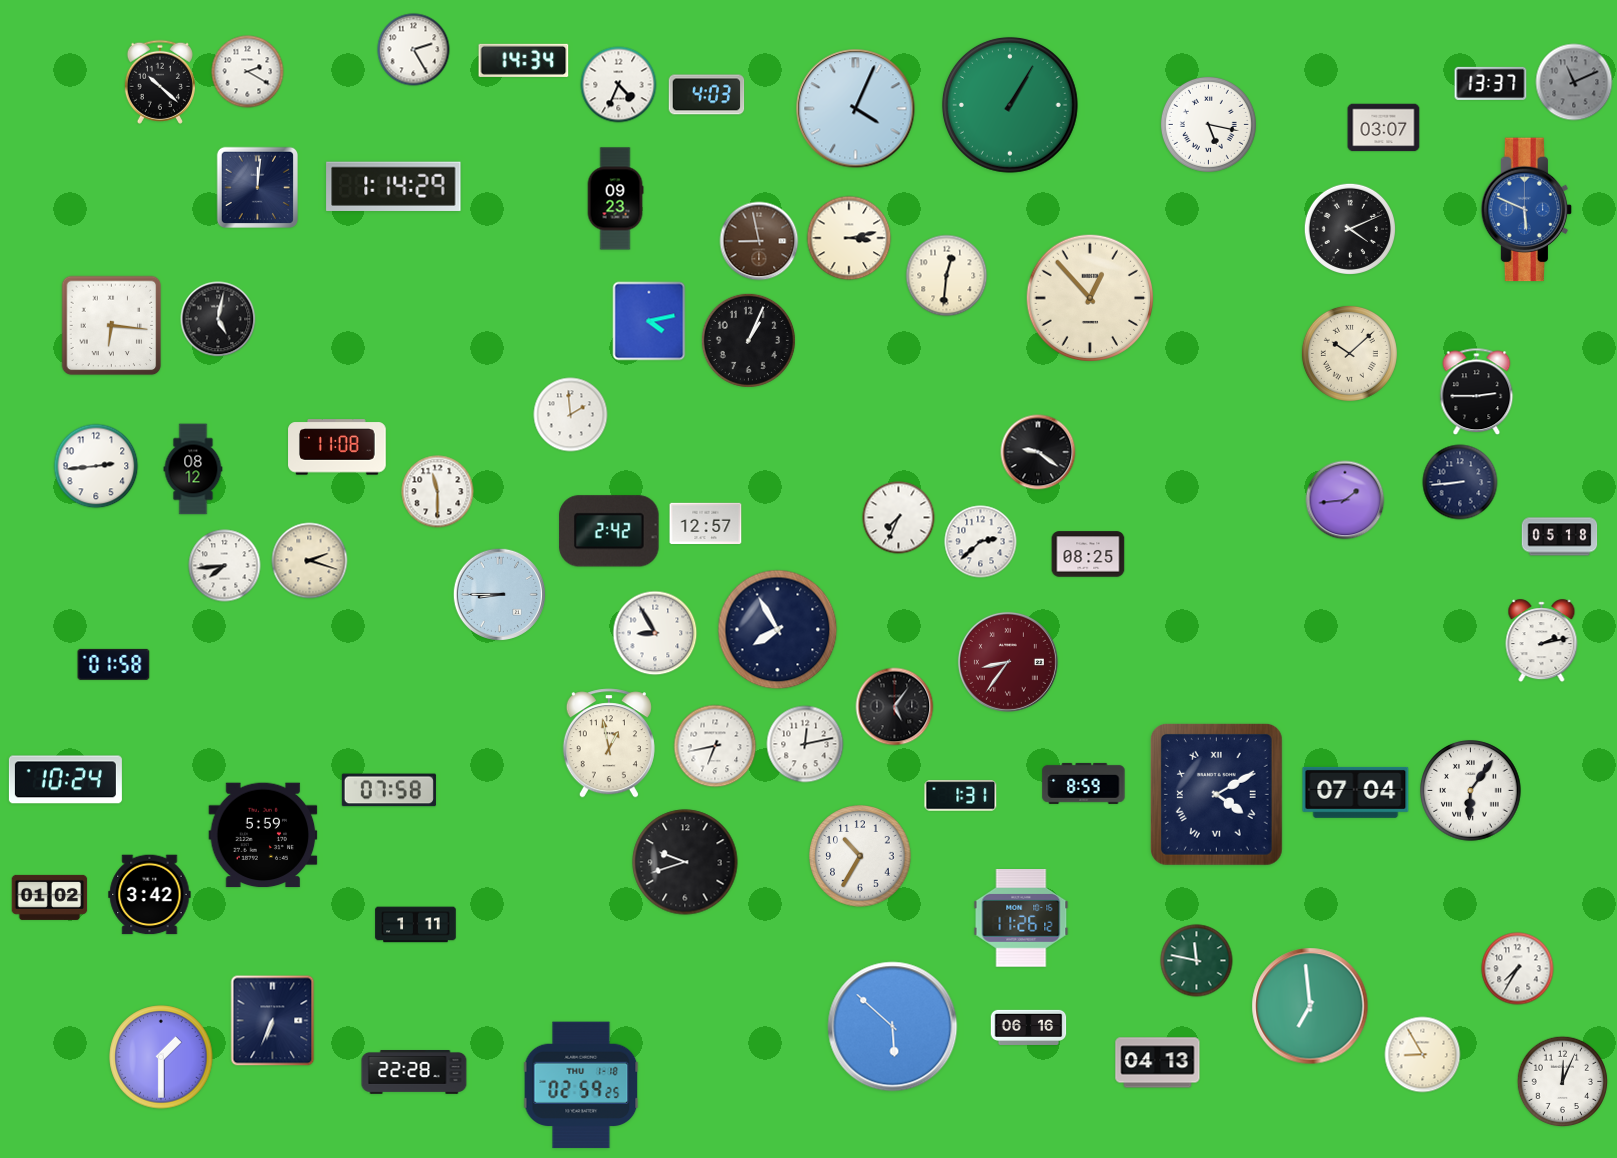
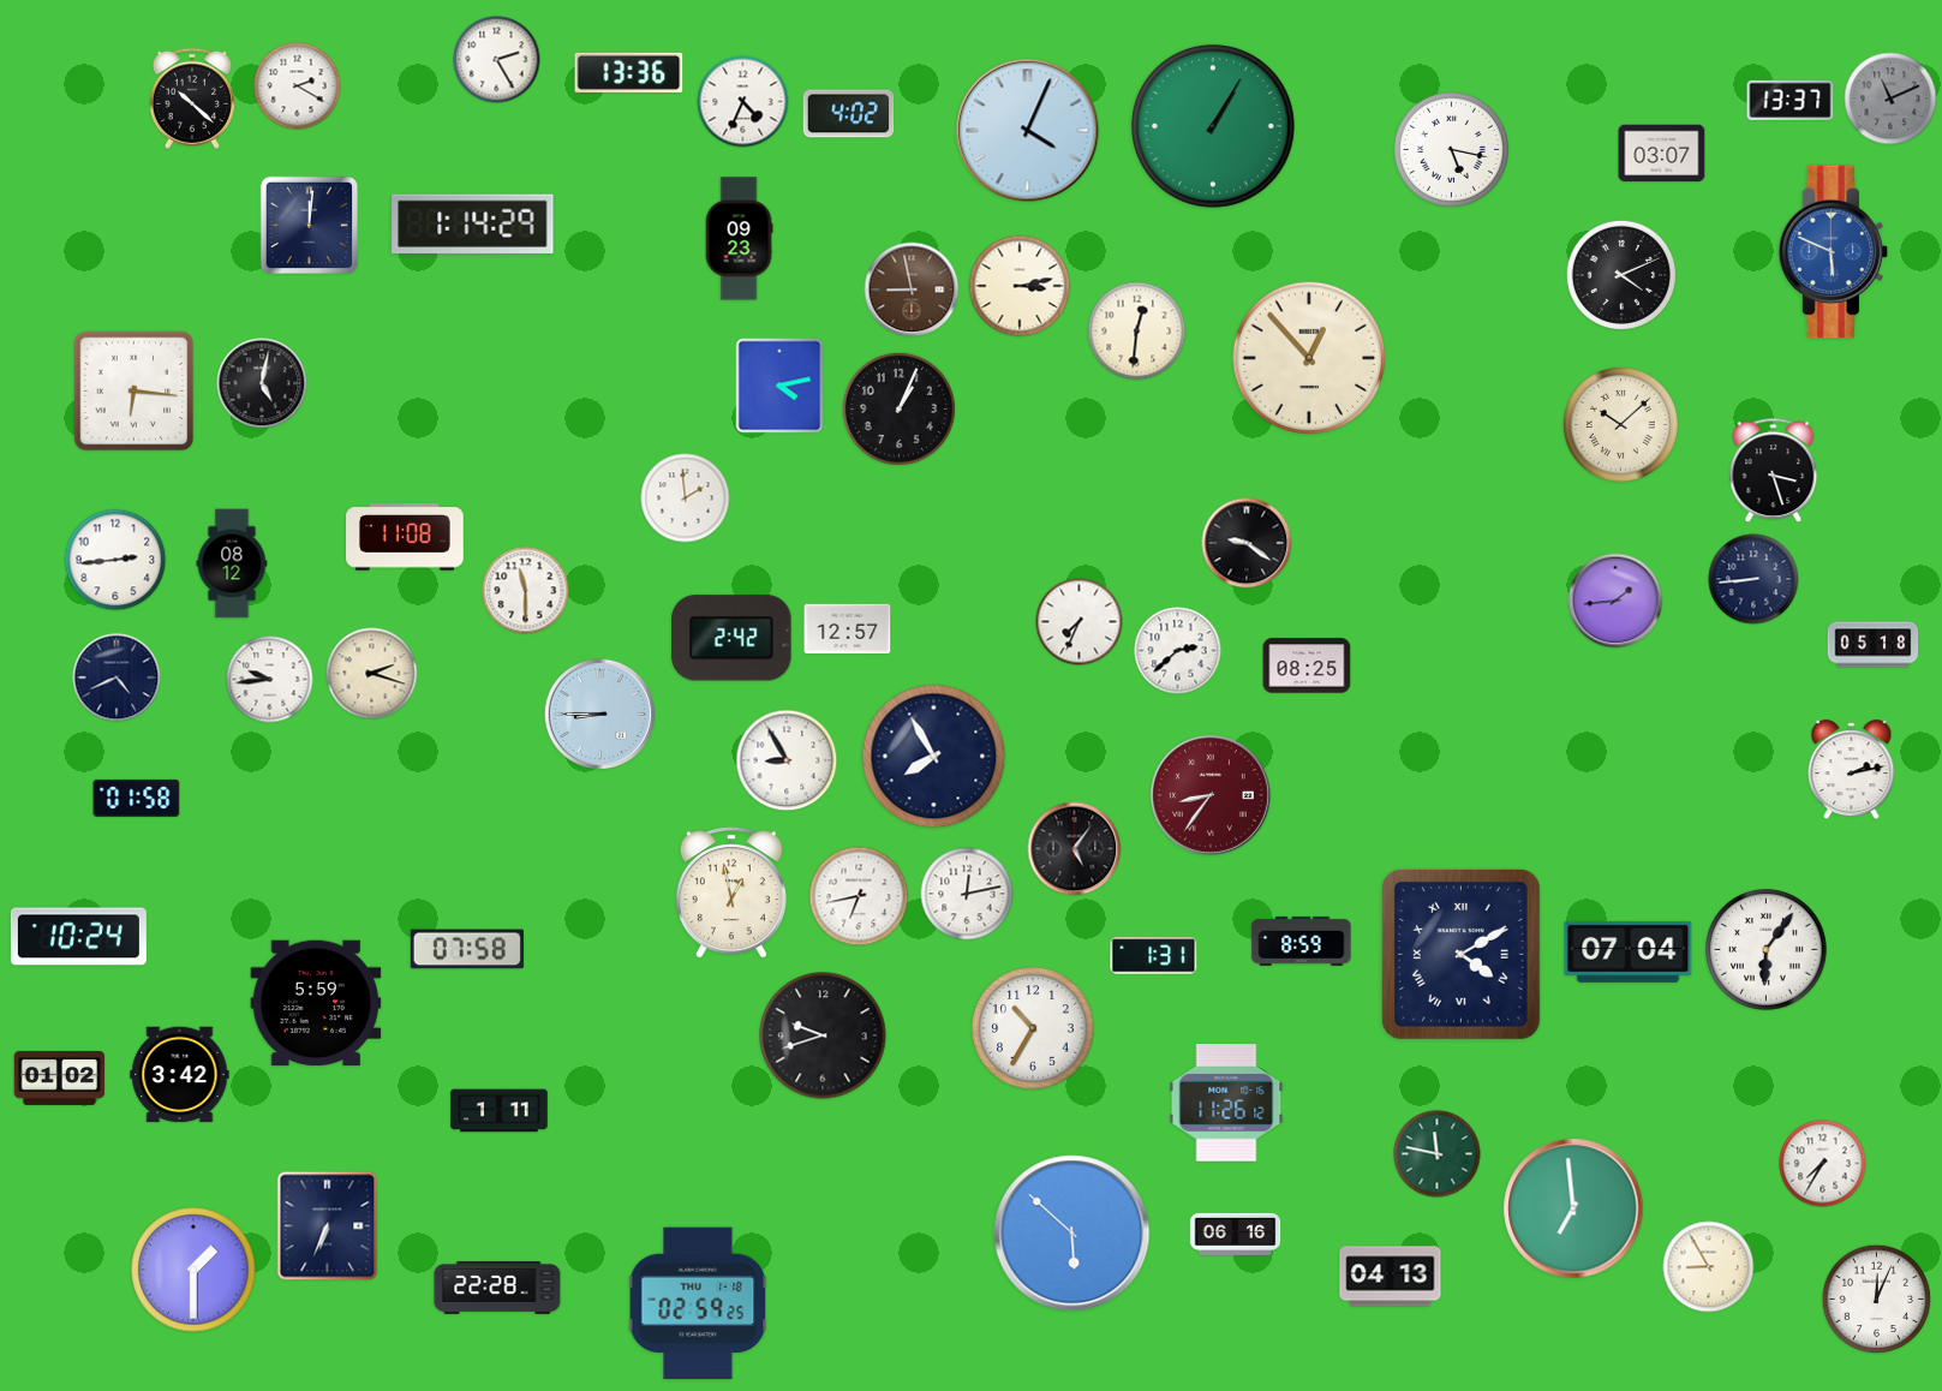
clock at (524, 60): 14:34 -> 13:36
clock at (707, 95): 4:03 -> 4:02
clock at (1477, 392): 2:45 -> 3:27
clock at (116, 677): none -> 4:41
clock at (225, 566): 7:44 -> 9:44
